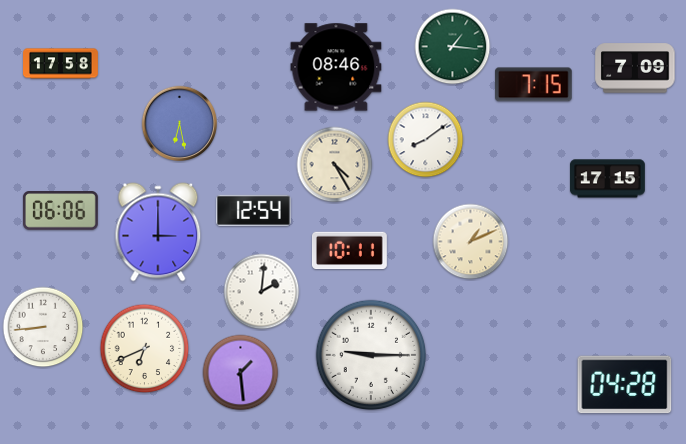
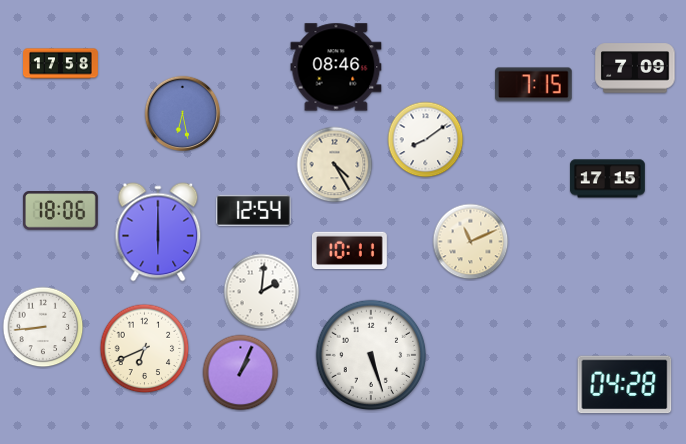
clock at (453, 47): 1:16 -> none
clock at (180, 124) position: (180, 124) -> (183, 114)
clock at (60, 211): 06:06 -> 18:06
clock at (158, 232): 3:00 -> 6:00
clock at (471, 242): 1:11 -> 11:11
clock at (371, 355): 9:15 -> 5:27
clock at (241, 373): 1:29 -> 1:04
